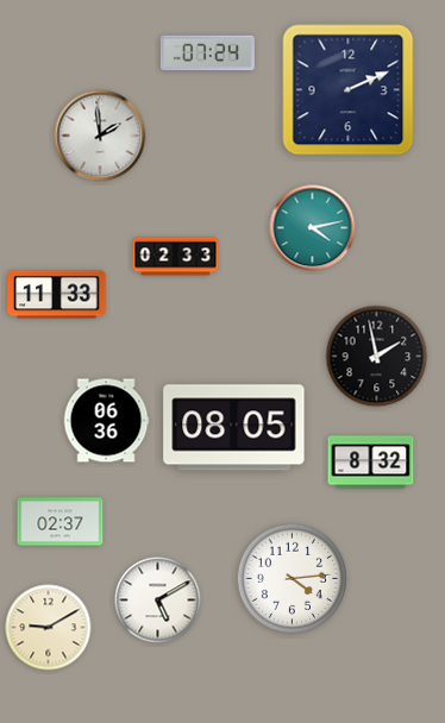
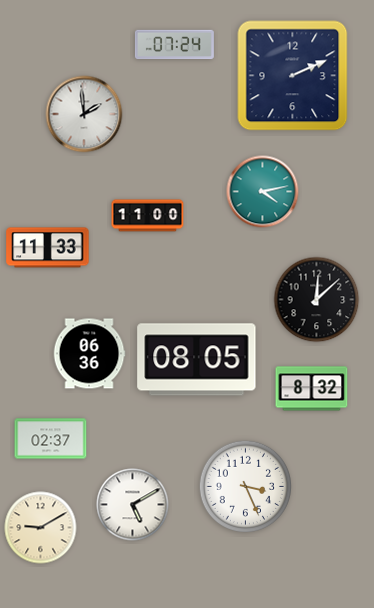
clock at (176, 257): 02:33 -> 11:00
clock at (377, 357): 1:58 -> 12:08
clock at (292, 578): 4:14 -> 3:26
